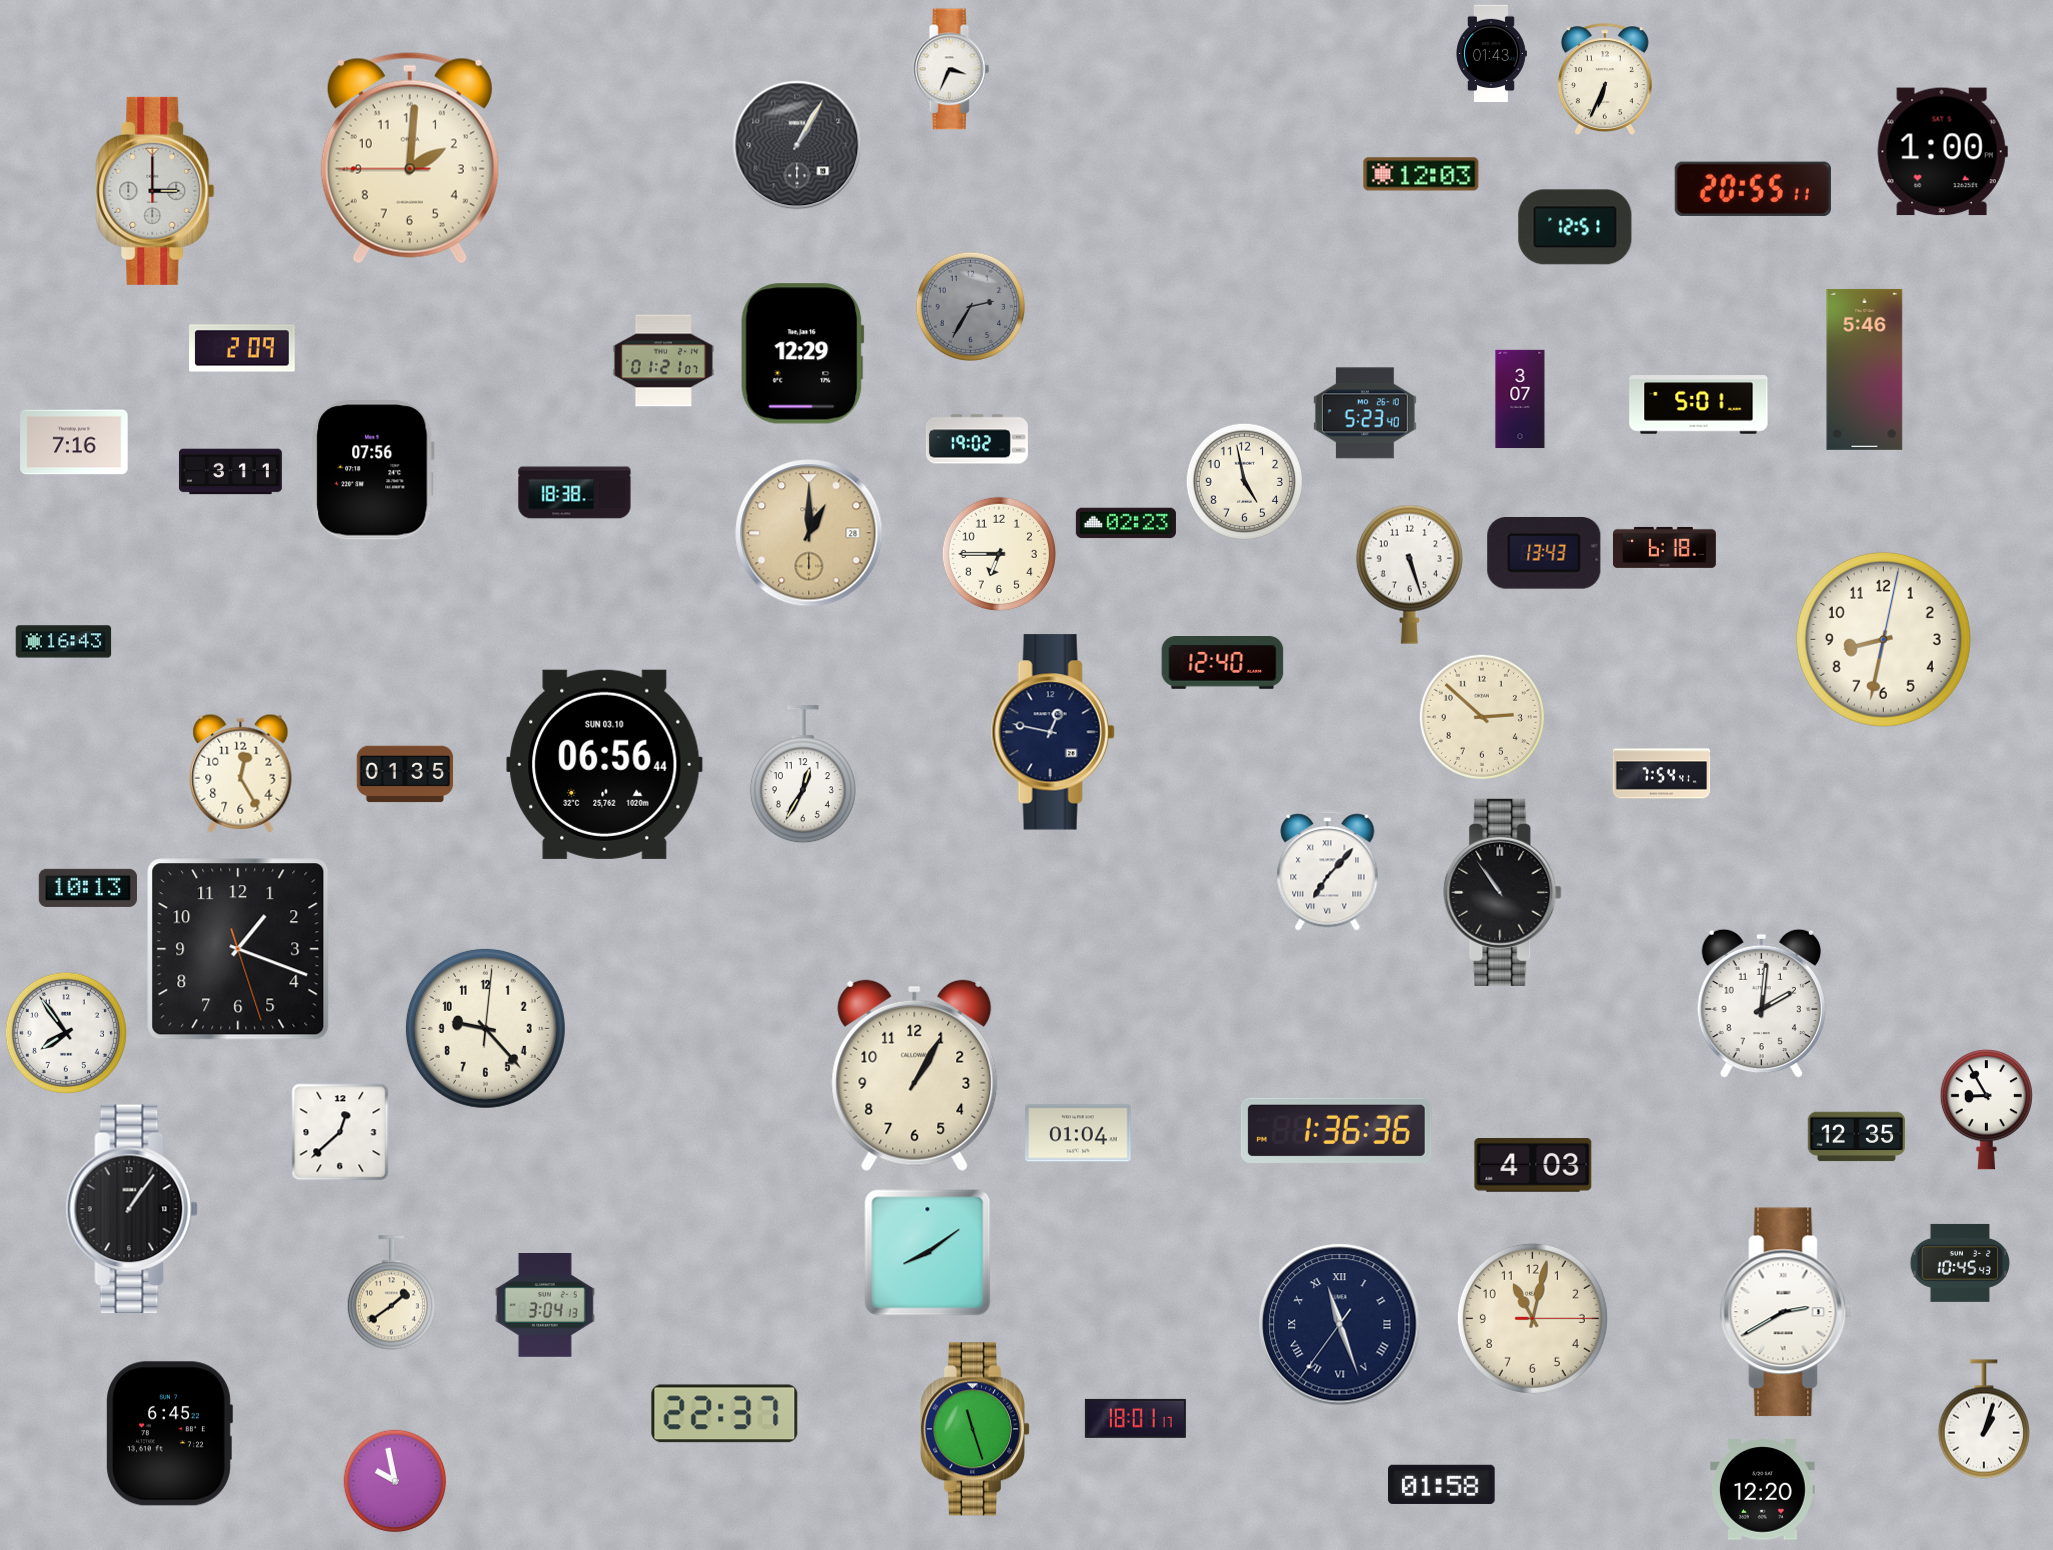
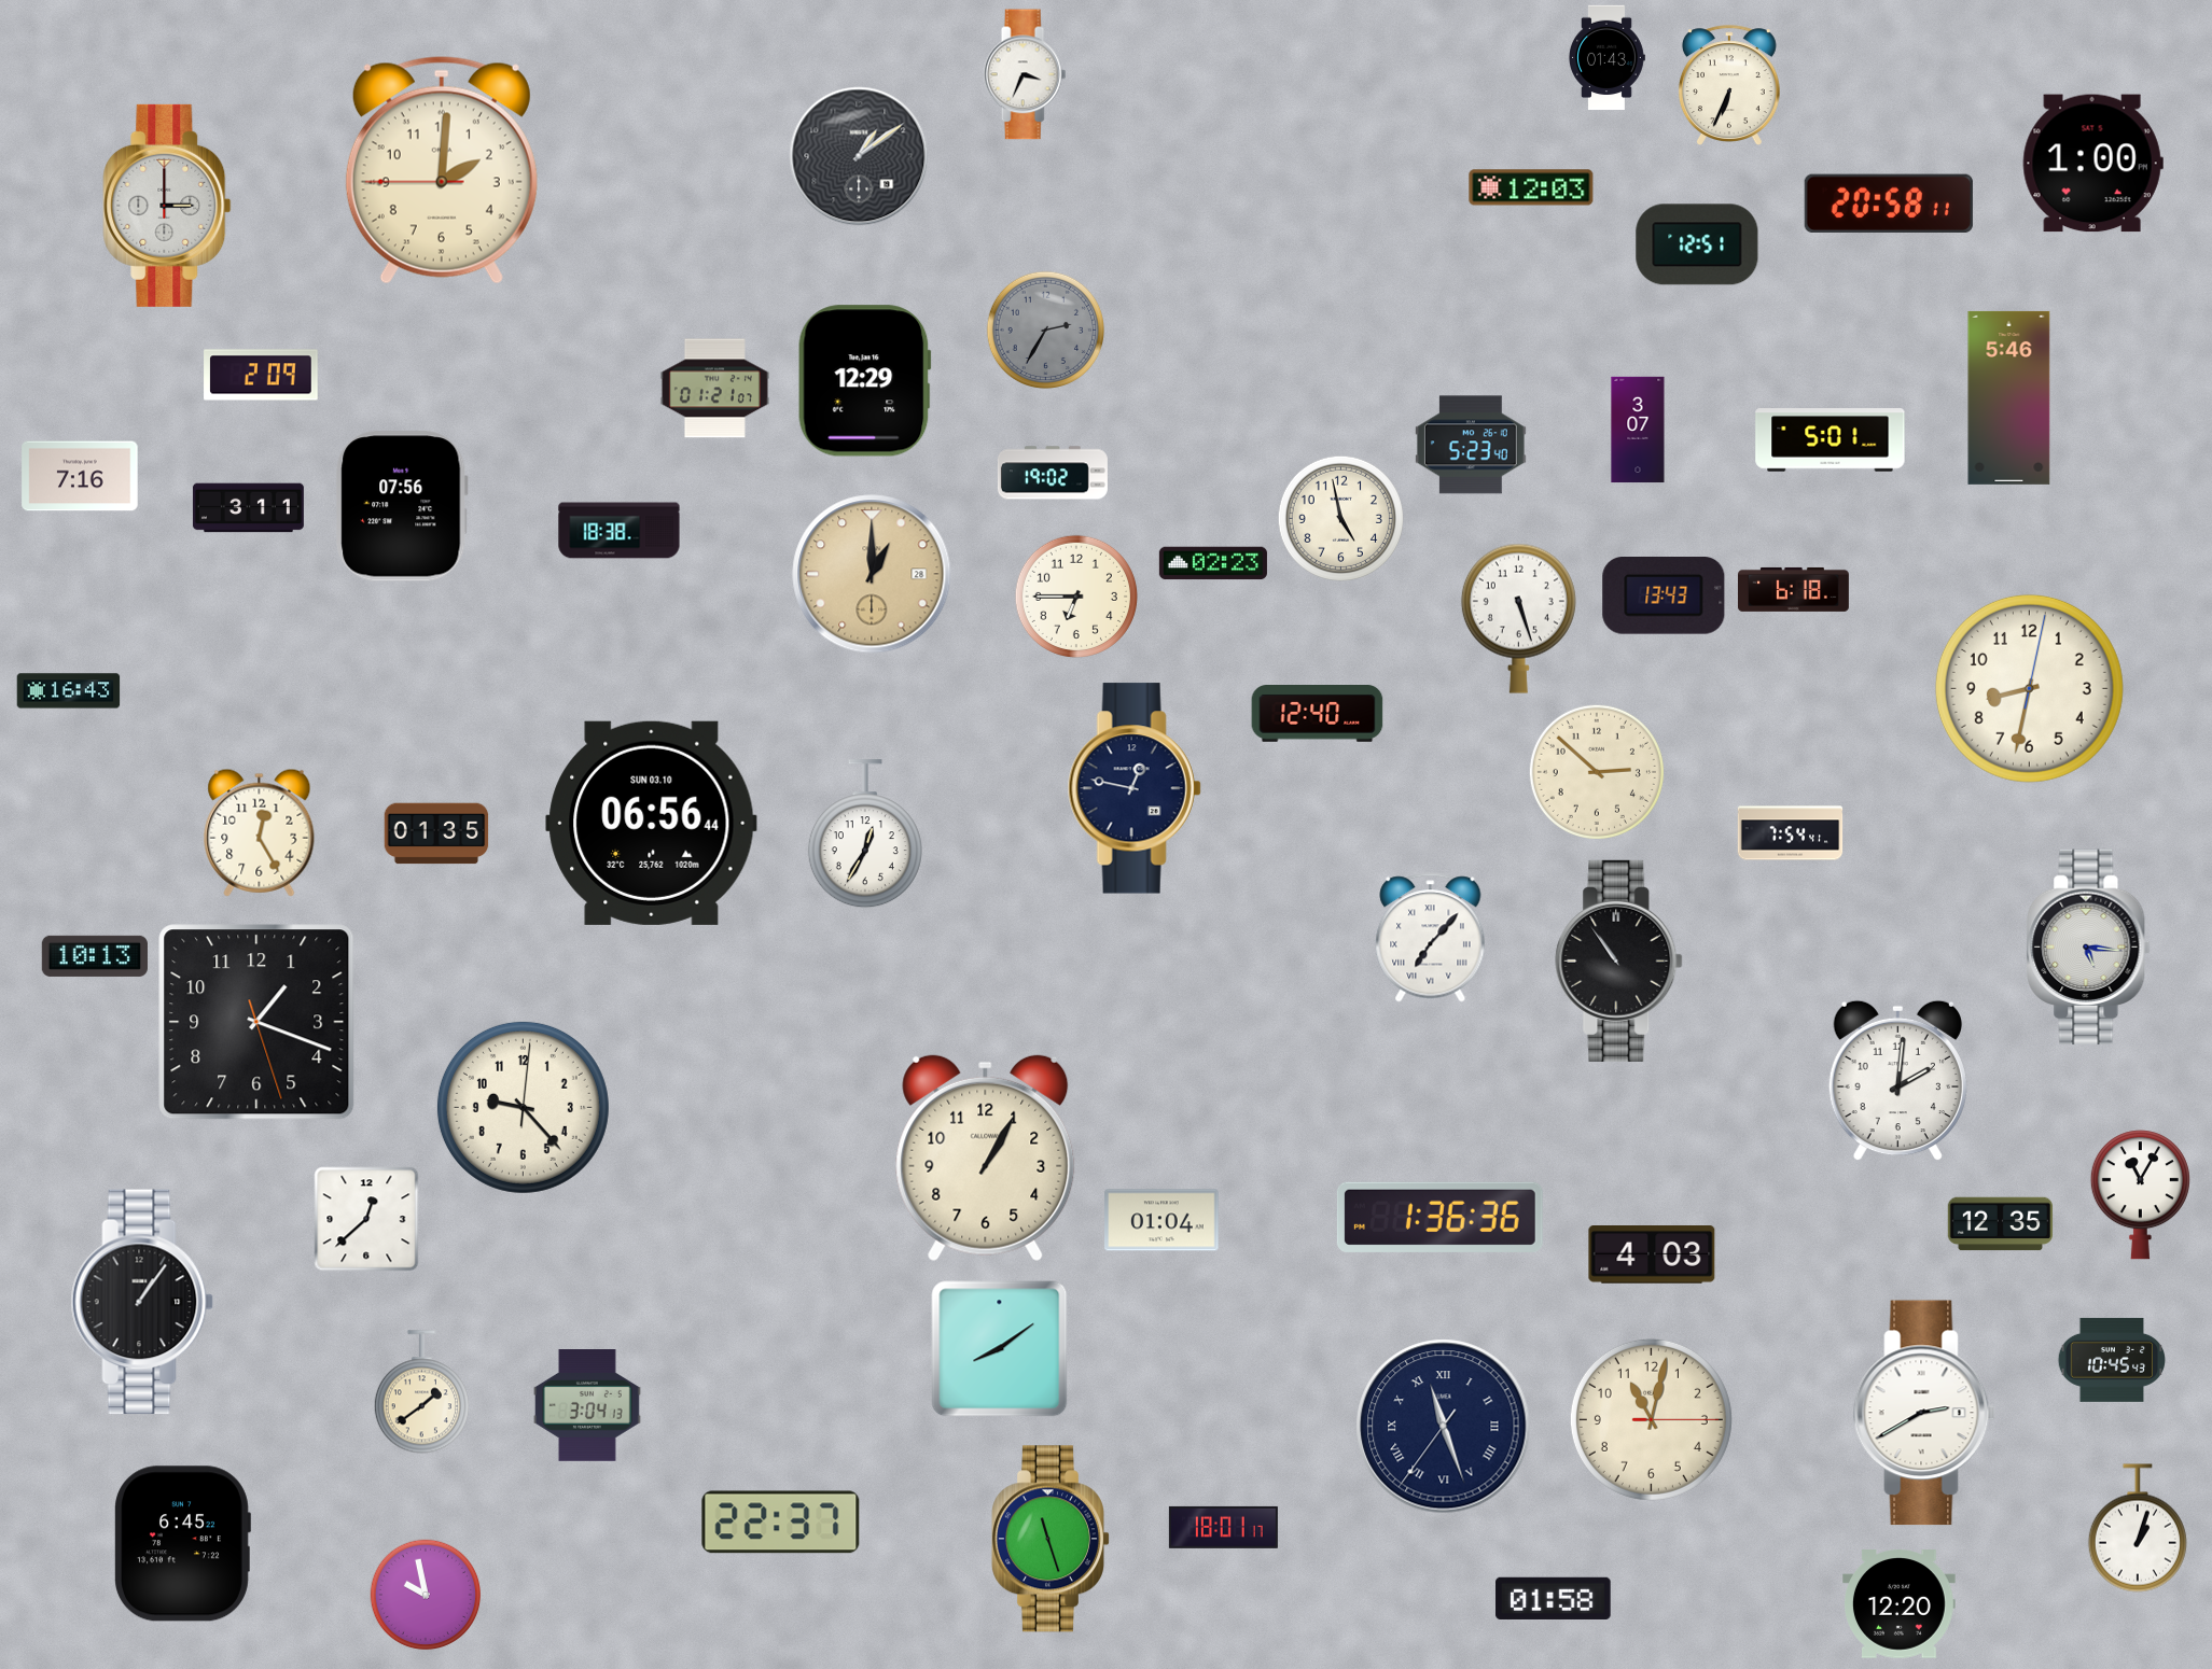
clock at (797, 145): 1:05 -> 1:09
clock at (1753, 189): 20:55 -> 20:58
clock at (1699, 405) position: (1699, 405) -> (1831, 440)
clock at (2089, 948): none -> 5:16
clock at (66, 1033): 7:54 -> none
clock at (1986, 1110): 8:55 -> 11:05
